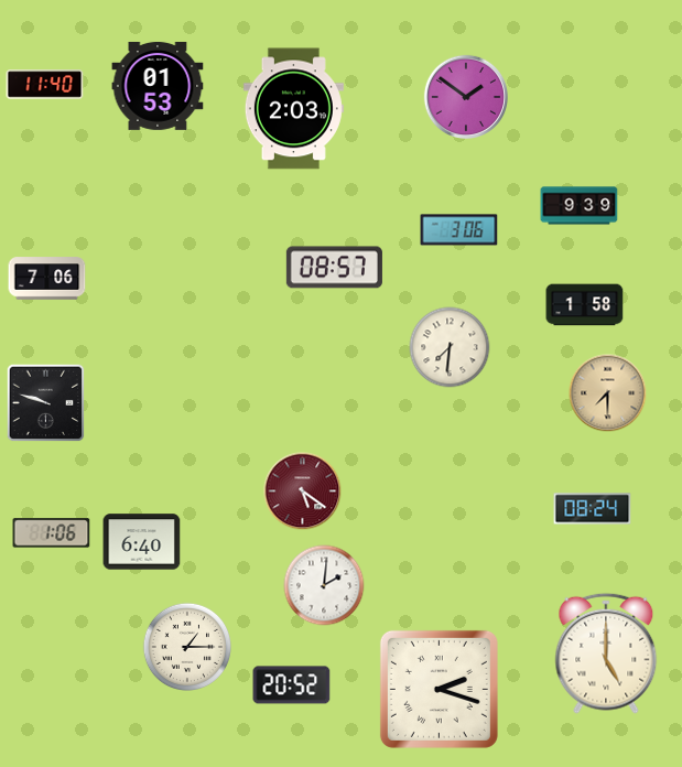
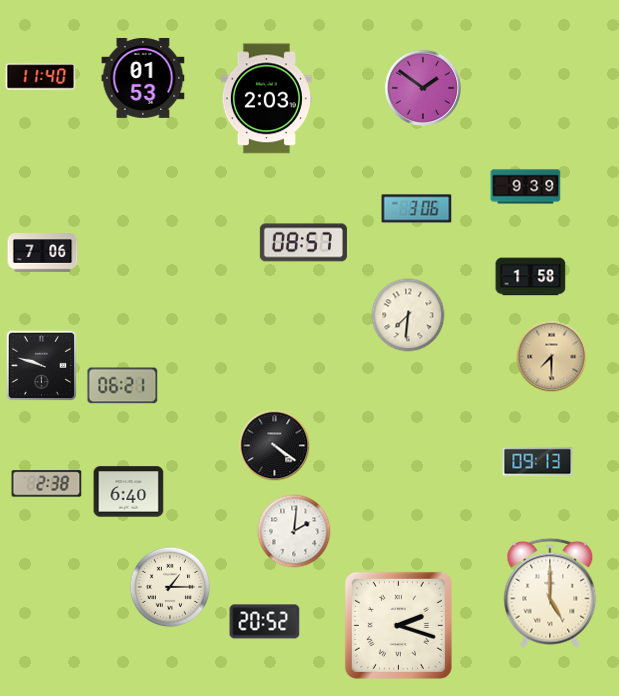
clock at (123, 386): none -> 06:21
clock at (303, 491): 5:21 -> 4:21
clock at (303, 491) dial: burgundy -> black
clock at (593, 509): 08:24 -> 09:13
clock at (52, 533): 1:06 -> 2:38
